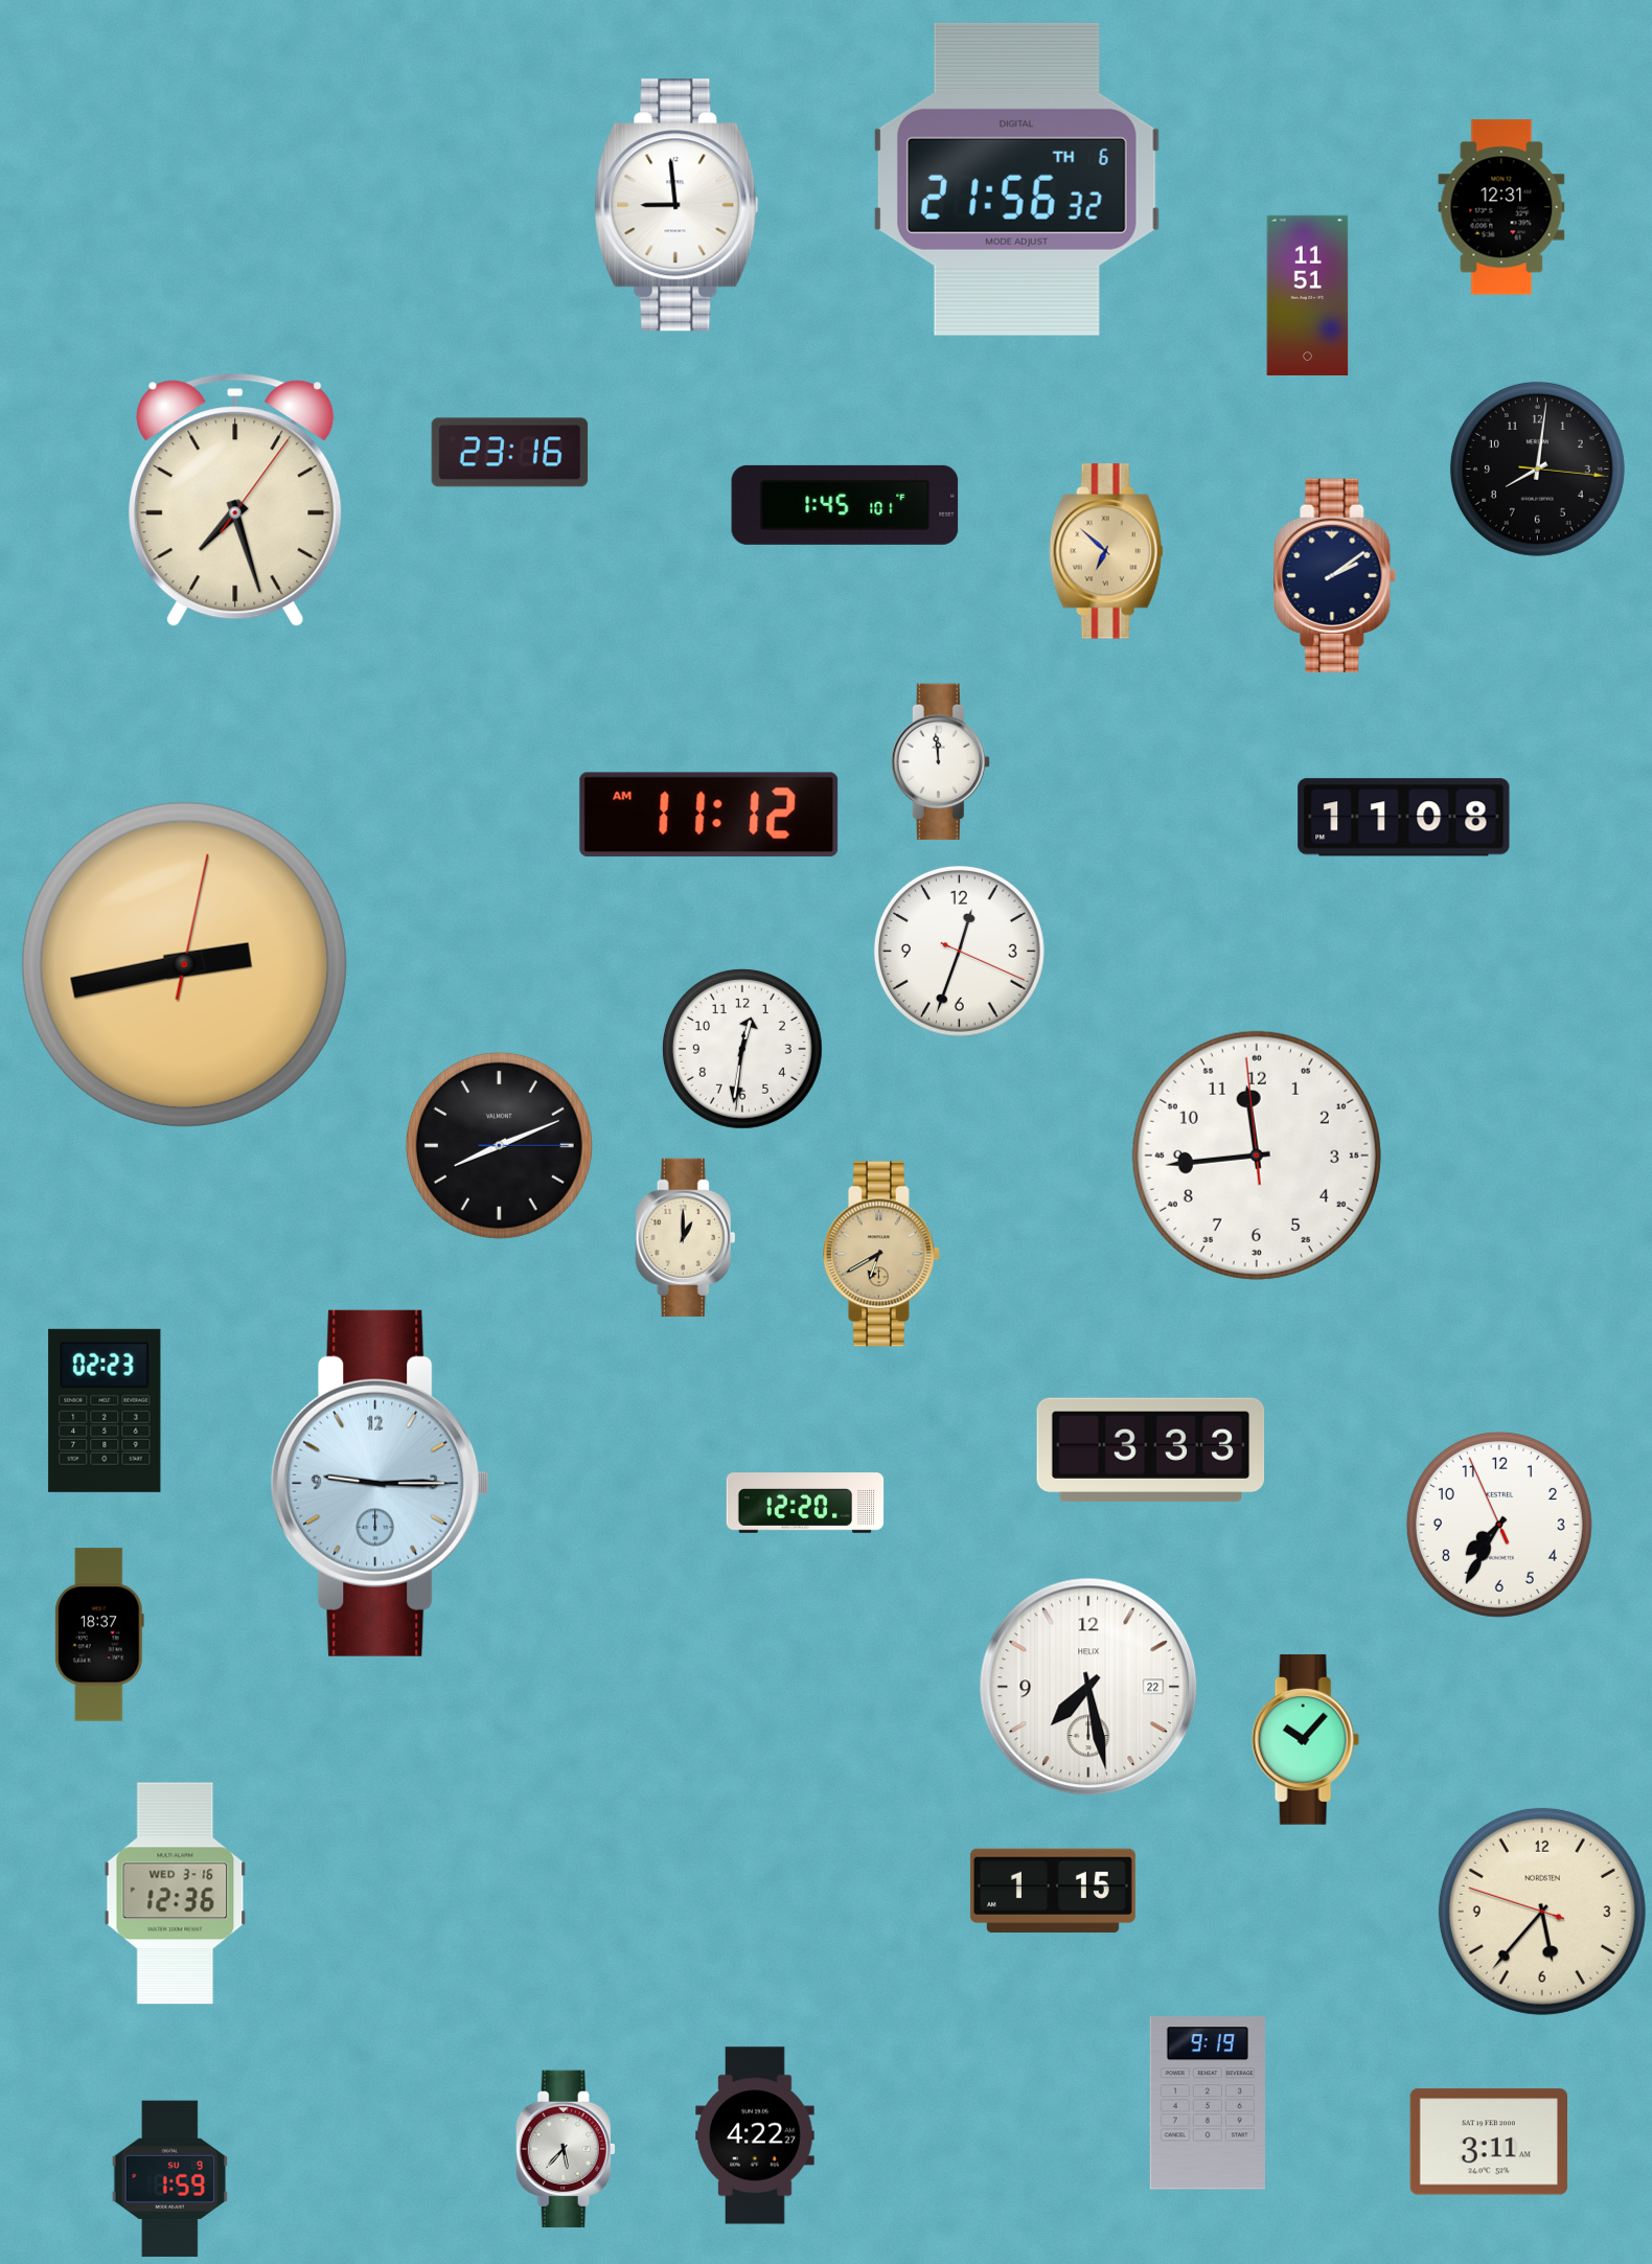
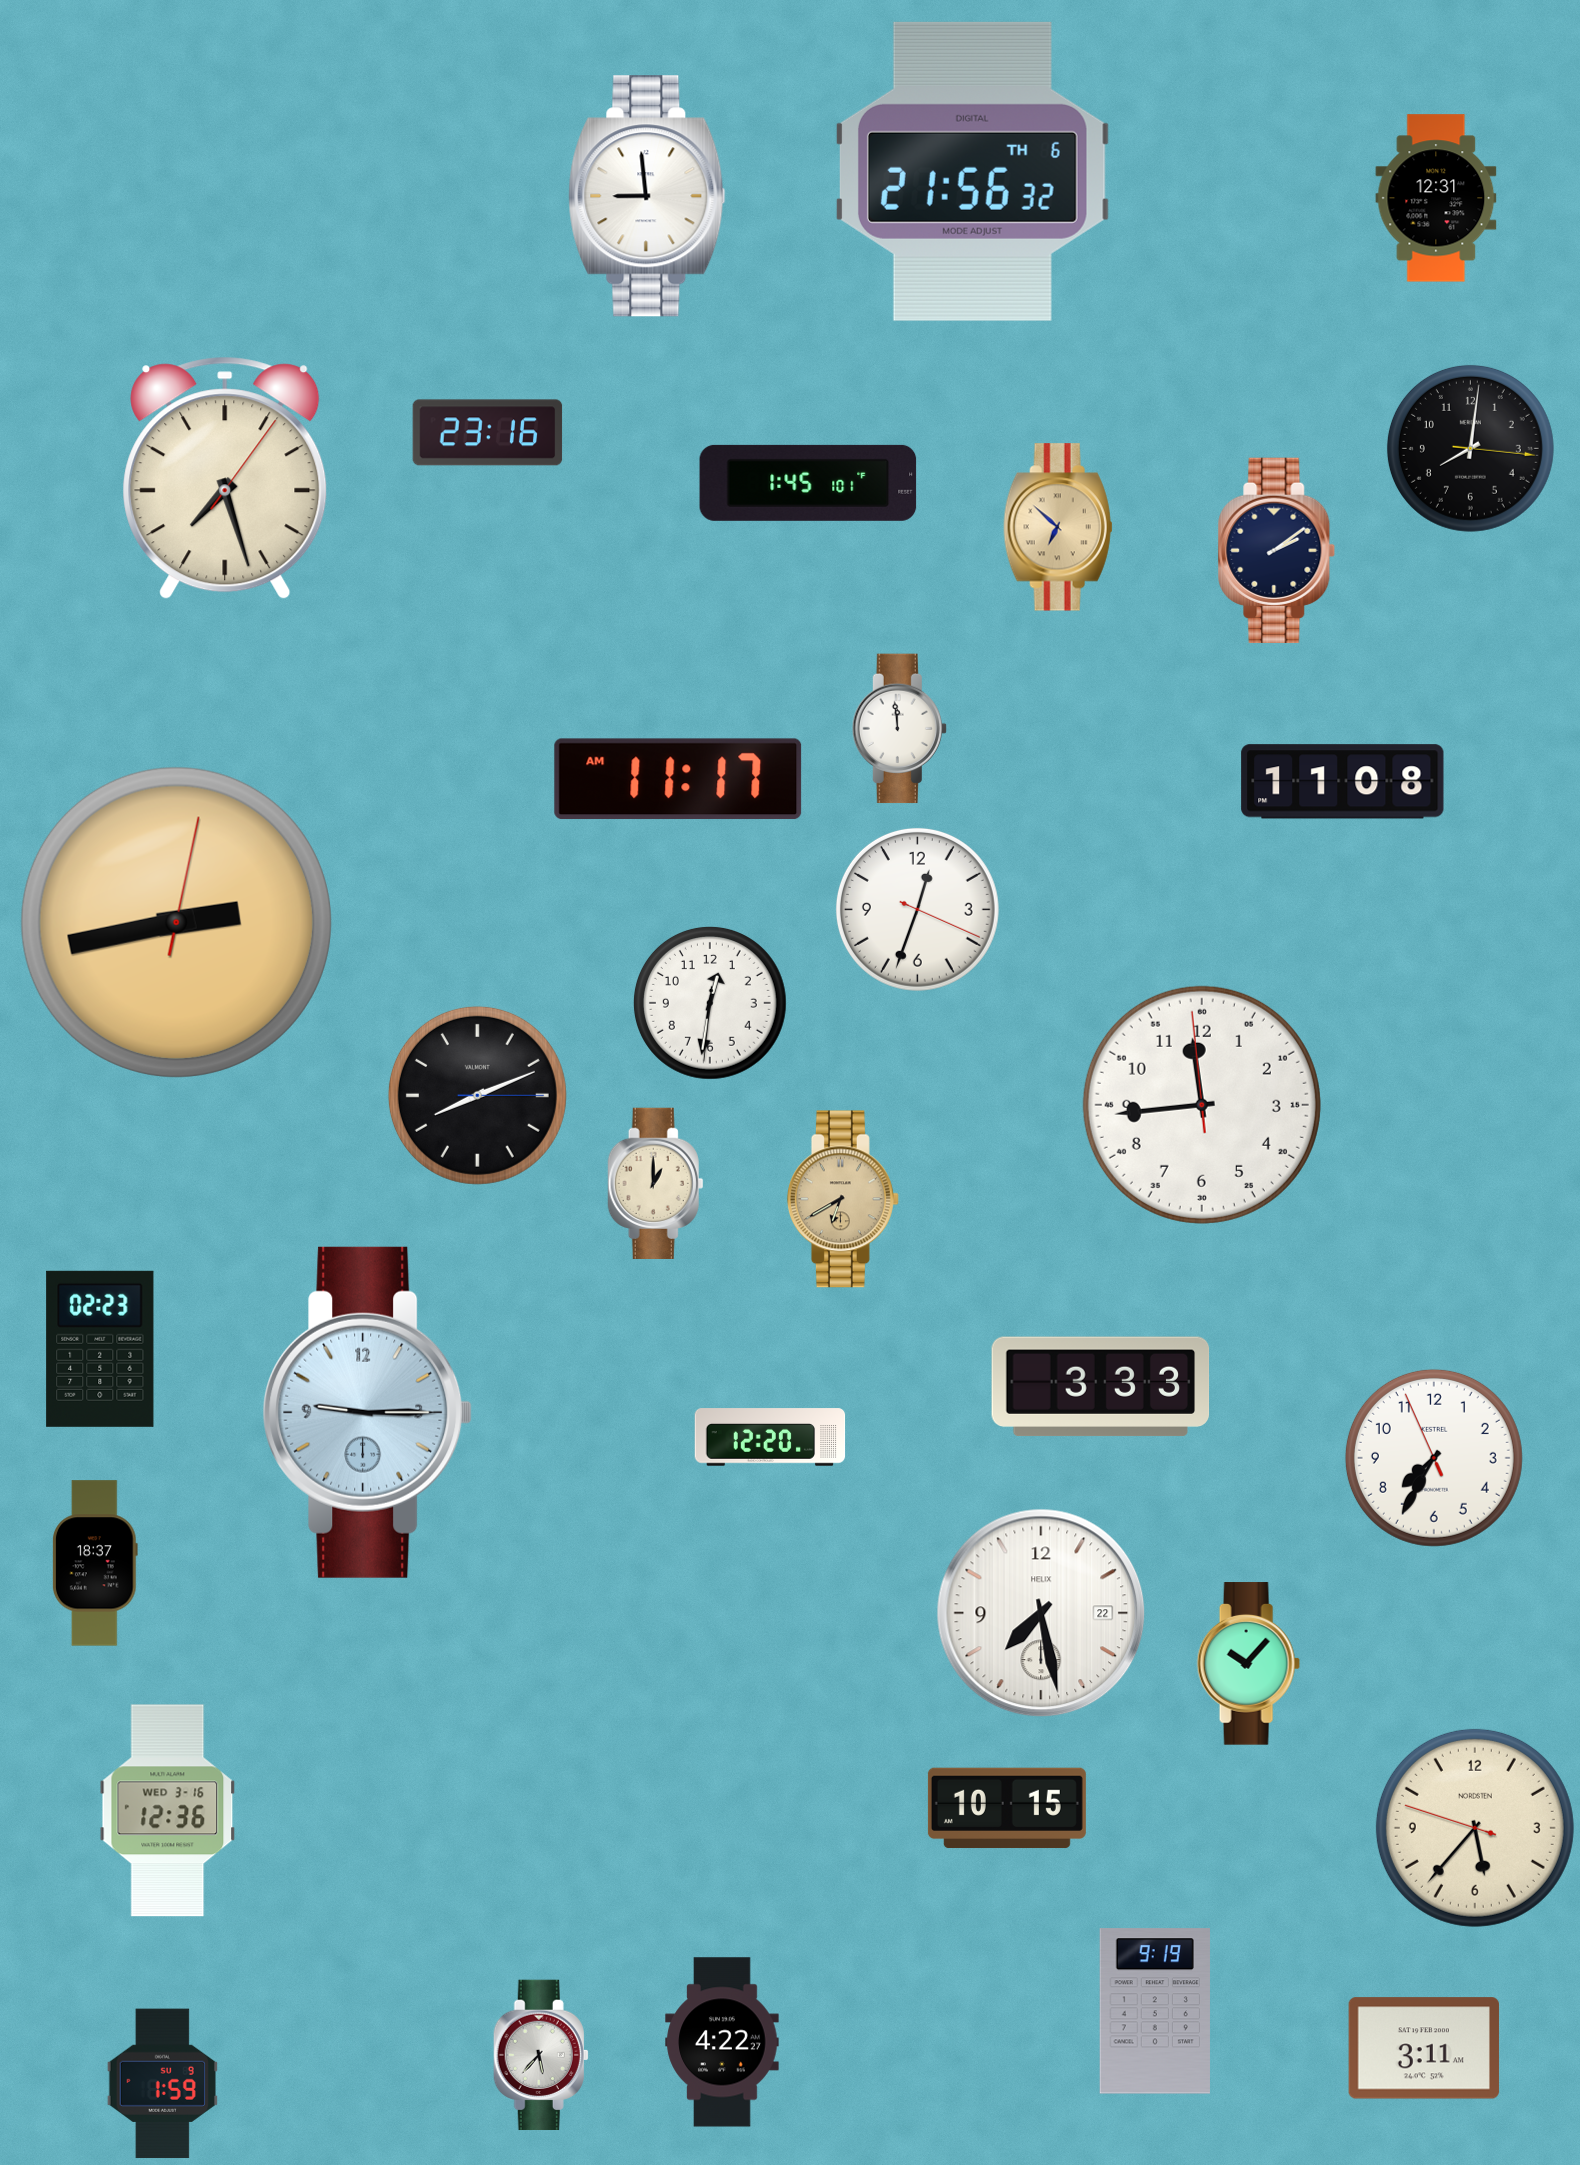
clock at (1308, 295): 11:51 -> none
clock at (709, 815): 11:12 -> 11:17
clock at (381, 1483) position: (381, 1483) -> (368, 1412)
clock at (1053, 1891): 1:15 -> 10:15
